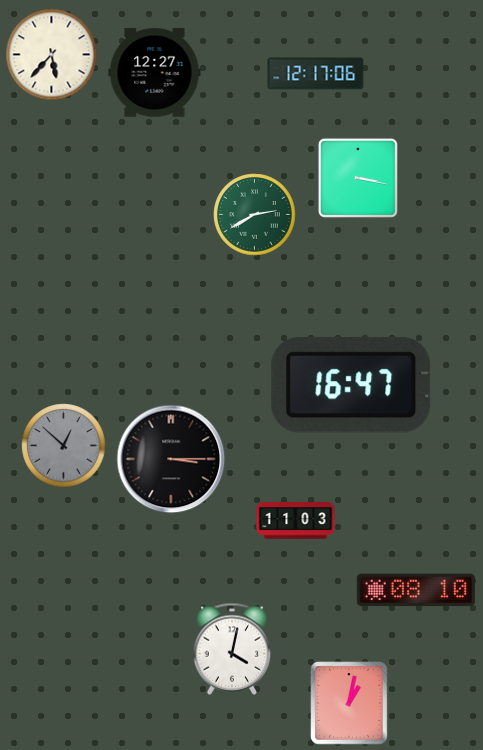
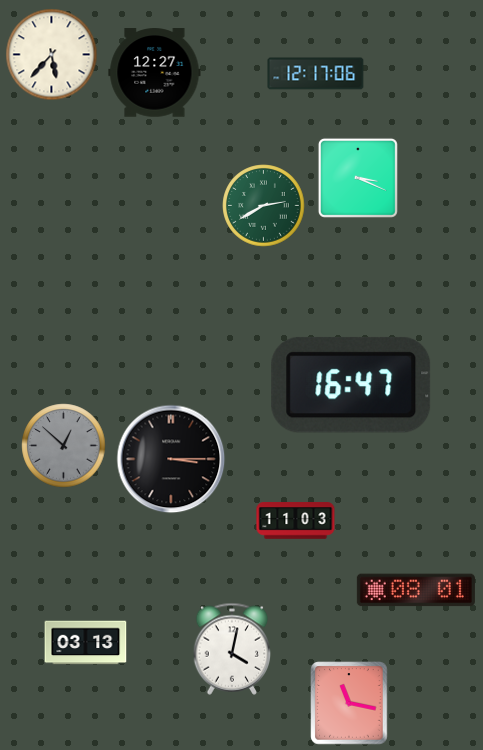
clock at (358, 178): 3:17 -> 3:19
clock at (255, 215) position: (255, 215) -> (264, 206)
clock at (416, 590): 08:10 -> 08:01
clock at (86, 643): none -> 03:13
clock at (349, 703): 1:02 -> 11:17
